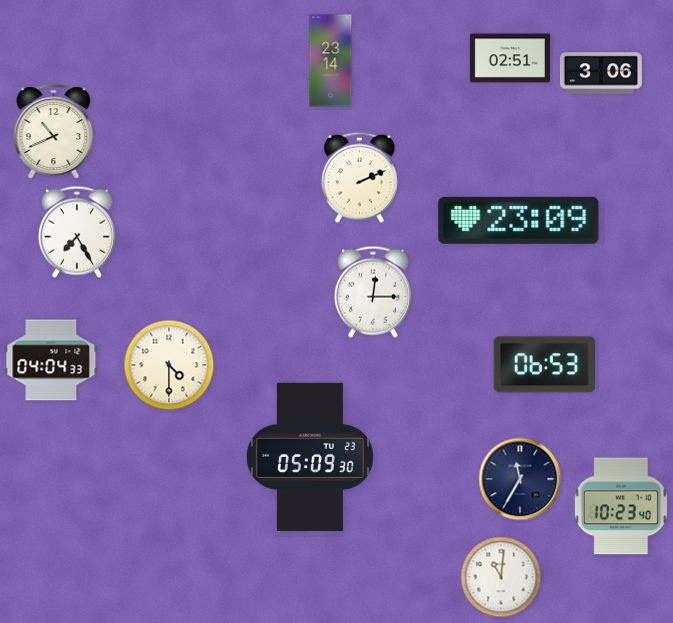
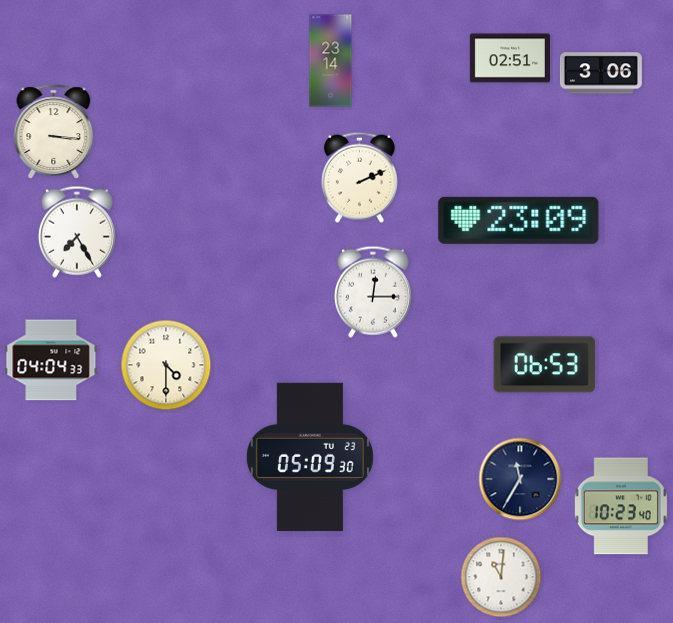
clock at (54, 132): 10:41 -> 3:16
clock at (169, 365) position: (169, 365) -> (166, 365)
